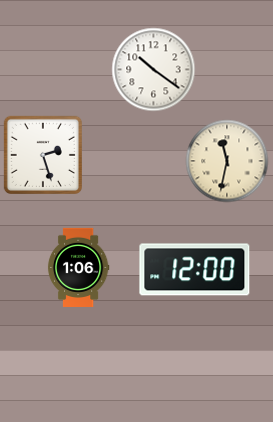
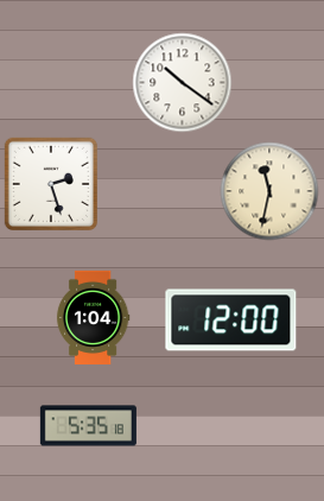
clock at (78, 267): 1:06 -> 1:04
clock at (88, 426): none -> 5:35
